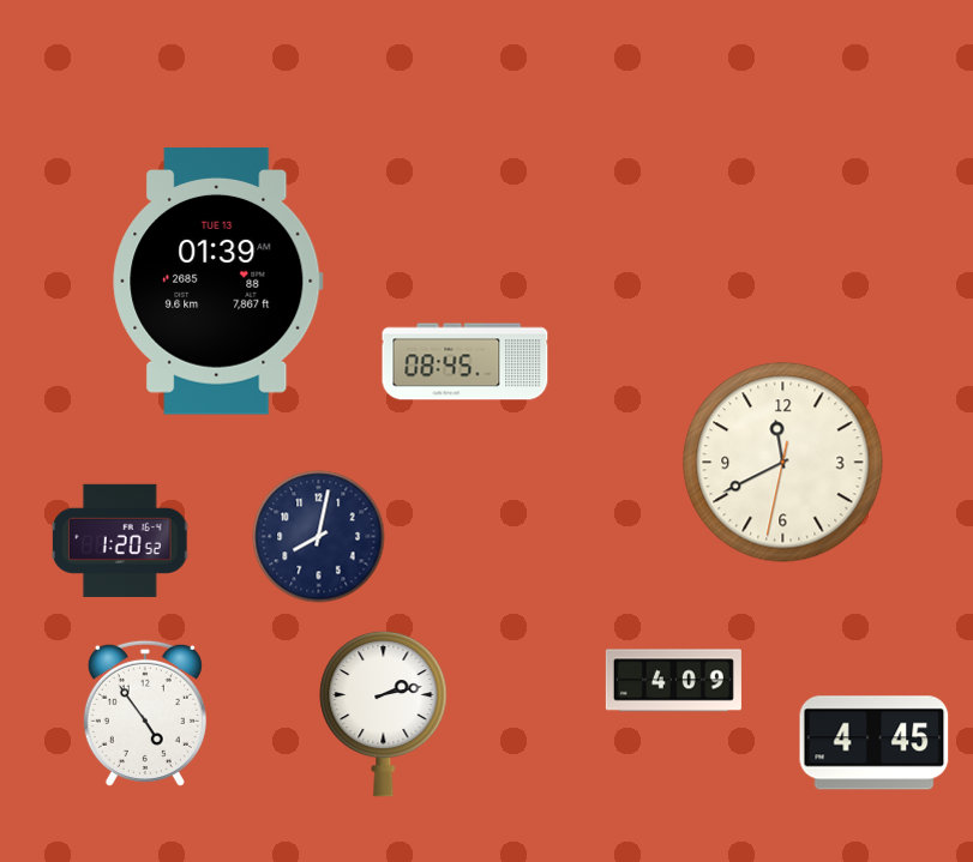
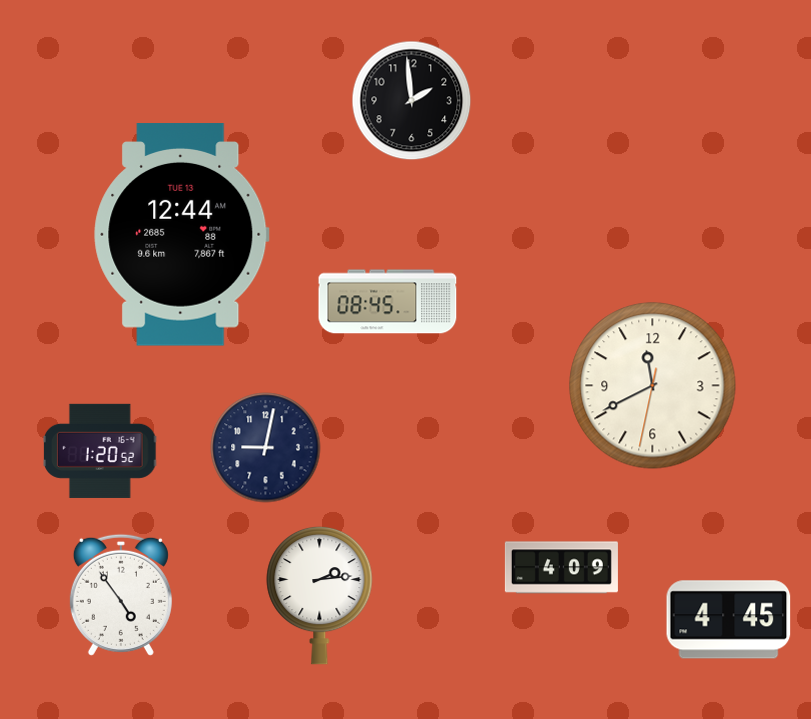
clock at (412, 101): none -> 1:59
clock at (218, 282): 01:39 -> 12:44
clock at (319, 537): 8:02 -> 9:02
clock at (384, 713): 2:13 -> 2:14
